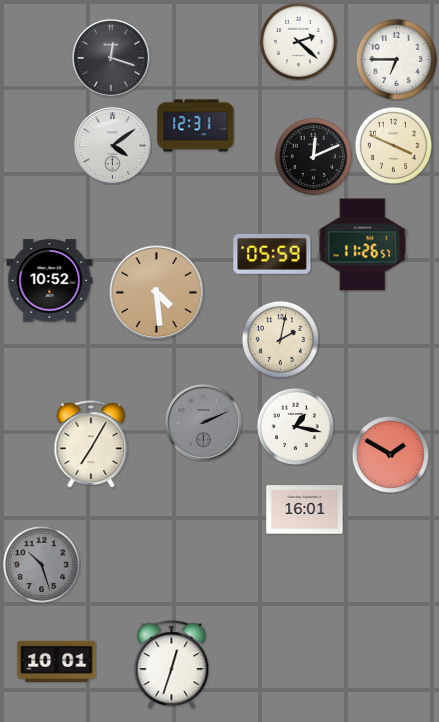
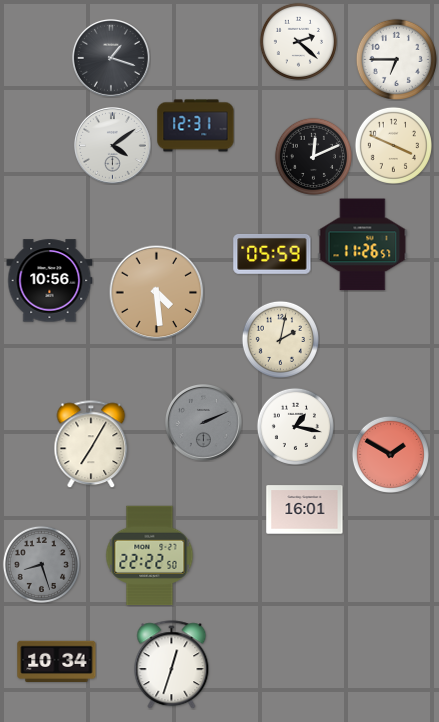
clock at (111, 58): 12:18 -> 1:18
clock at (50, 281): 10:52 -> 10:56
clock at (150, 556): none -> 22:22
clock at (41, 564): 10:27 -> 8:27
clock at (57, 661): 10:01 -> 10:34
